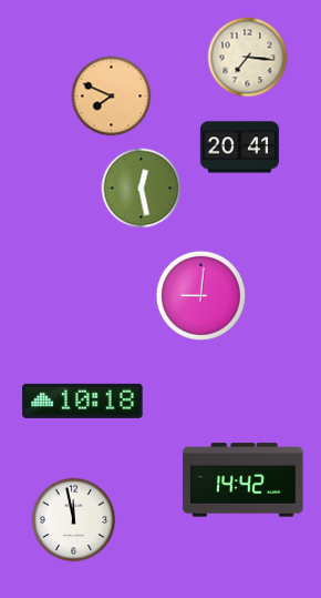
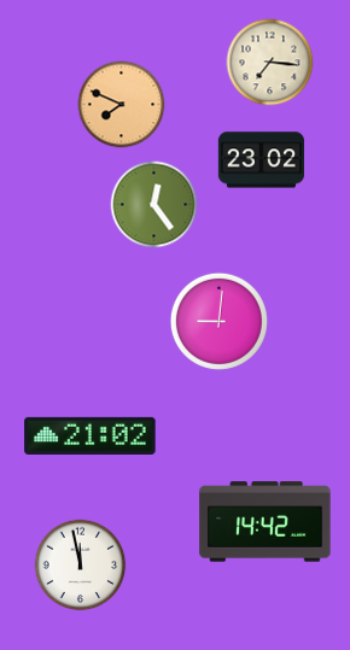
clock at (240, 148): 20:41 -> 23:02
clock at (142, 189): 12:28 -> 12:24
clock at (83, 401): 10:18 -> 21:02
